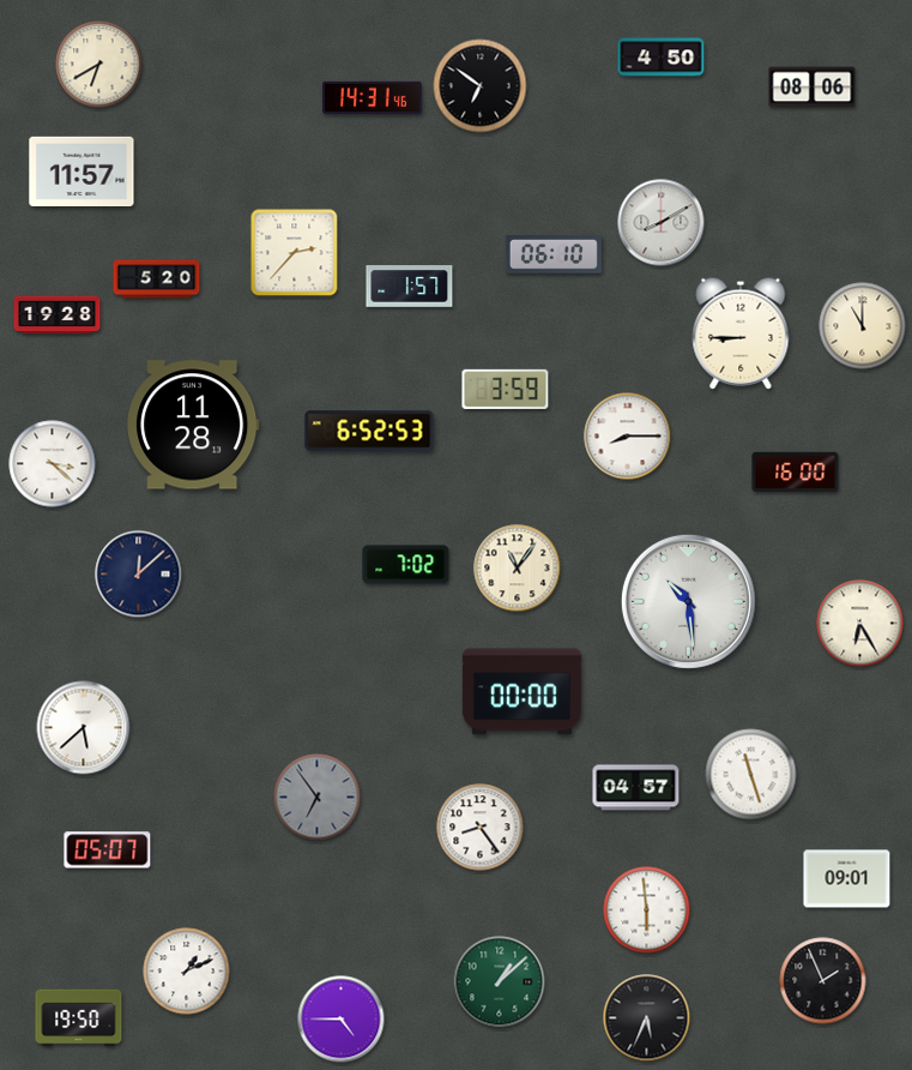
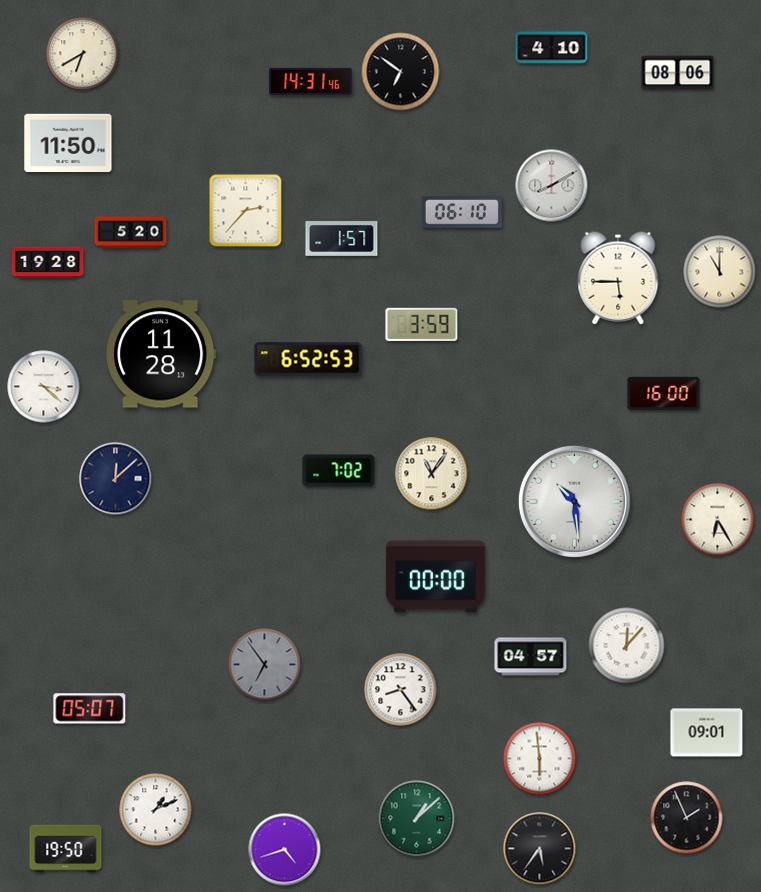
clock at (662, 58): 4:50 -> 4:10
clock at (81, 170): 11:57 -> 11:50
clock at (741, 333): 8:45 -> 5:45
clock at (628, 437): 8:15 -> none
clock at (84, 728): 5:38 -> none
clock at (751, 775): 11:27 -> 12:07
clock at (647, 1018): 5:34 -> 5:36
clock at (342, 1020): 4:45 -> 4:42
